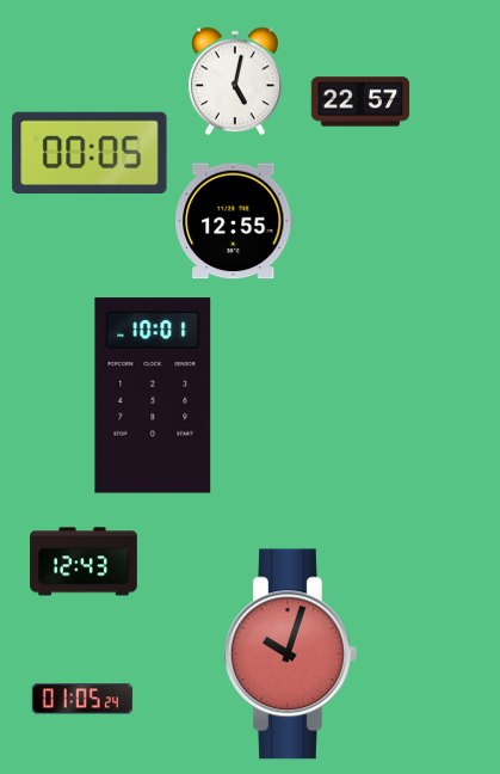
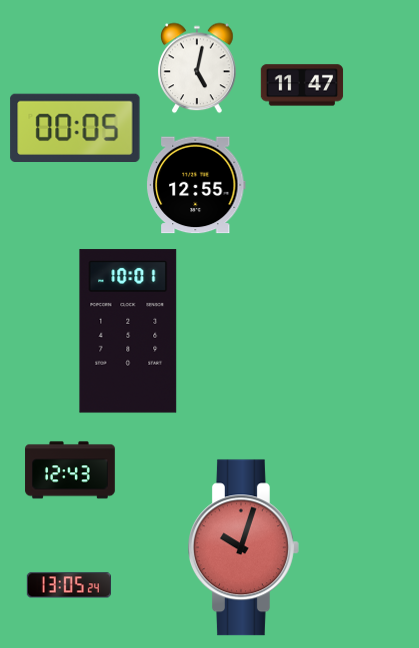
clock at (360, 102): 22:57 -> 11:47
clock at (82, 699): 01:05 -> 13:05
